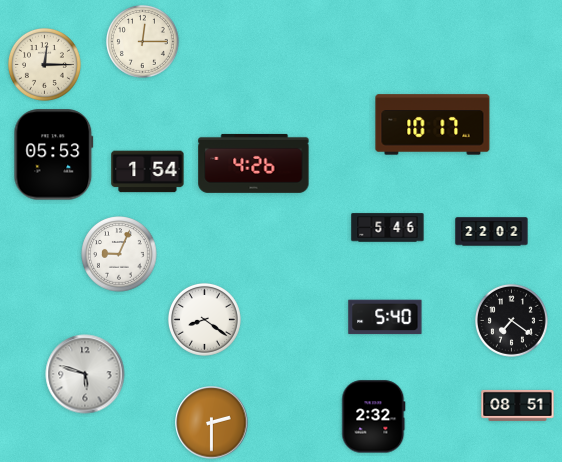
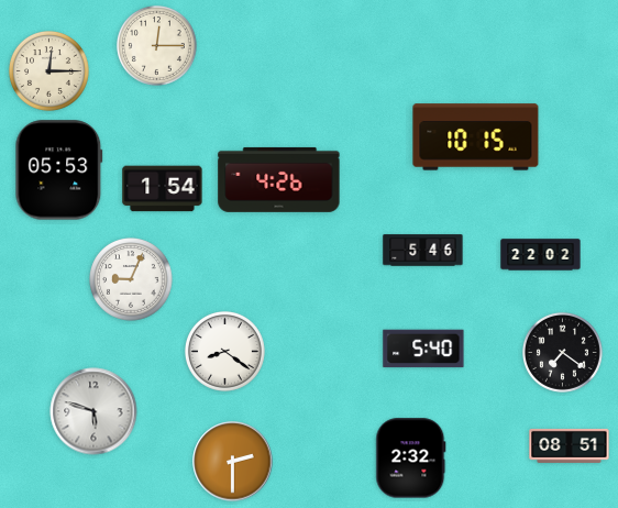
clock at (433, 125): 10:17 -> 10:15
clock at (388, 228) position: (388, 228) -> (423, 251)
clock at (212, 423) position: (212, 423) -> (233, 462)
